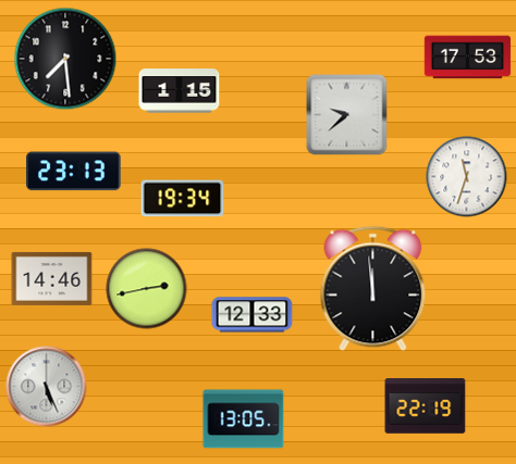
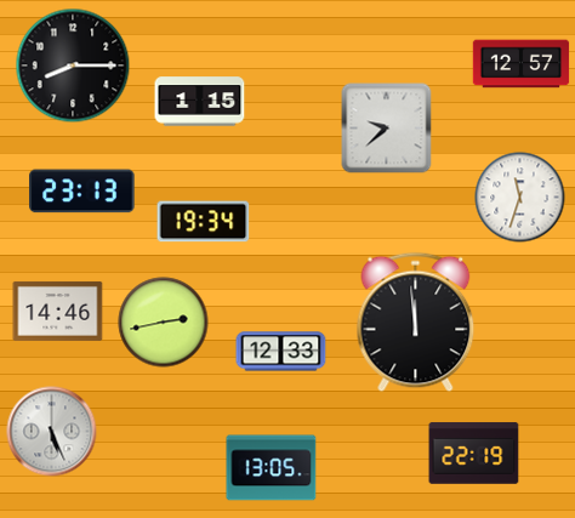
clock at (468, 58): 17:53 -> 12:57
clock at (65, 59): 7:29 -> 8:15
